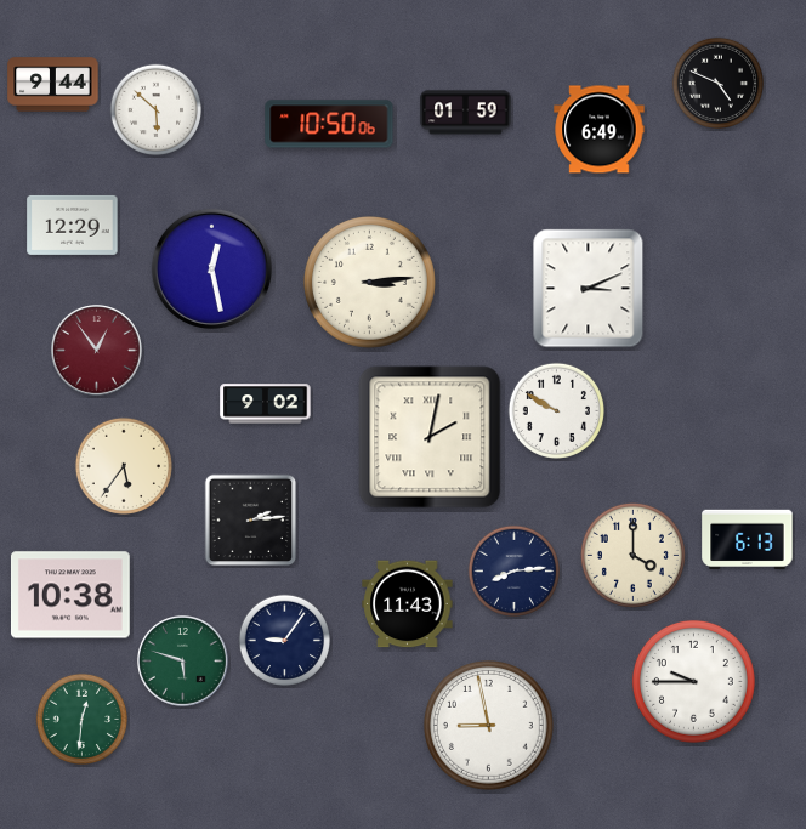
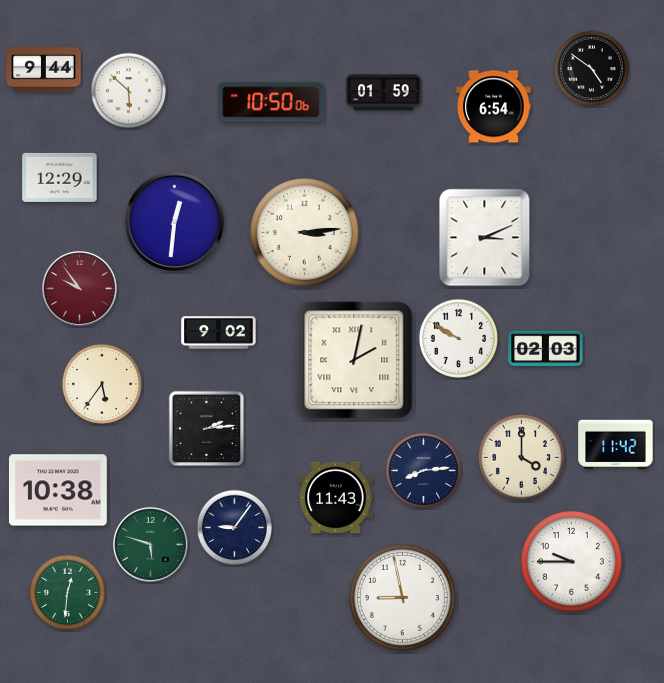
clock at (717, 83): 4:49 -> 4:51
clock at (600, 130): 6:49 -> 6:54
clock at (73, 225) position: (73, 225) -> (60, 177)
clock at (211, 268): 12:28 -> 12:31
clock at (97, 351): 12:54 -> 9:54
clock at (546, 349): none -> 02:03
clock at (748, 539): 6:13 -> 11:42
